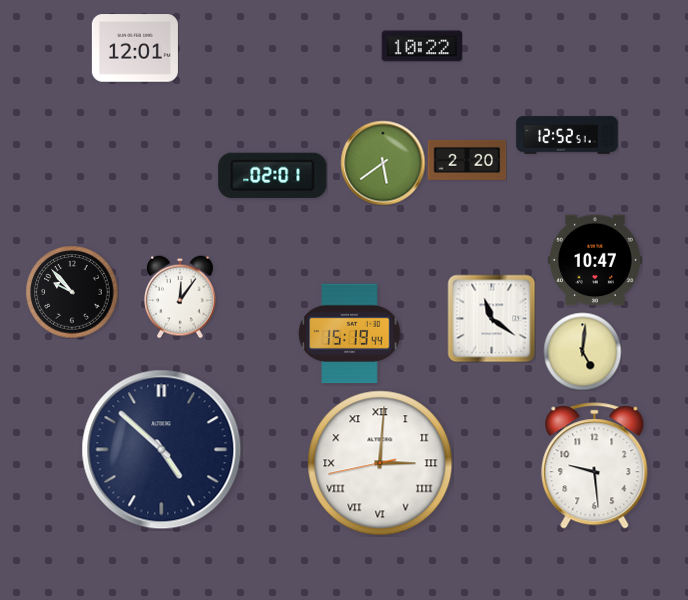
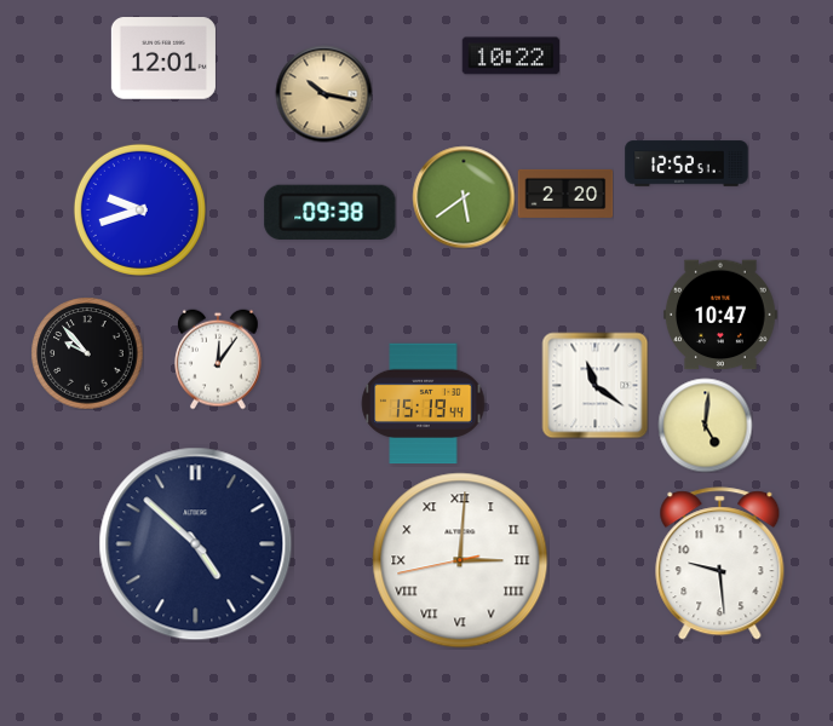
clock at (323, 93): none -> 10:17
clock at (139, 209): none -> 9:42
clock at (273, 175): 02:01 -> 09:38
